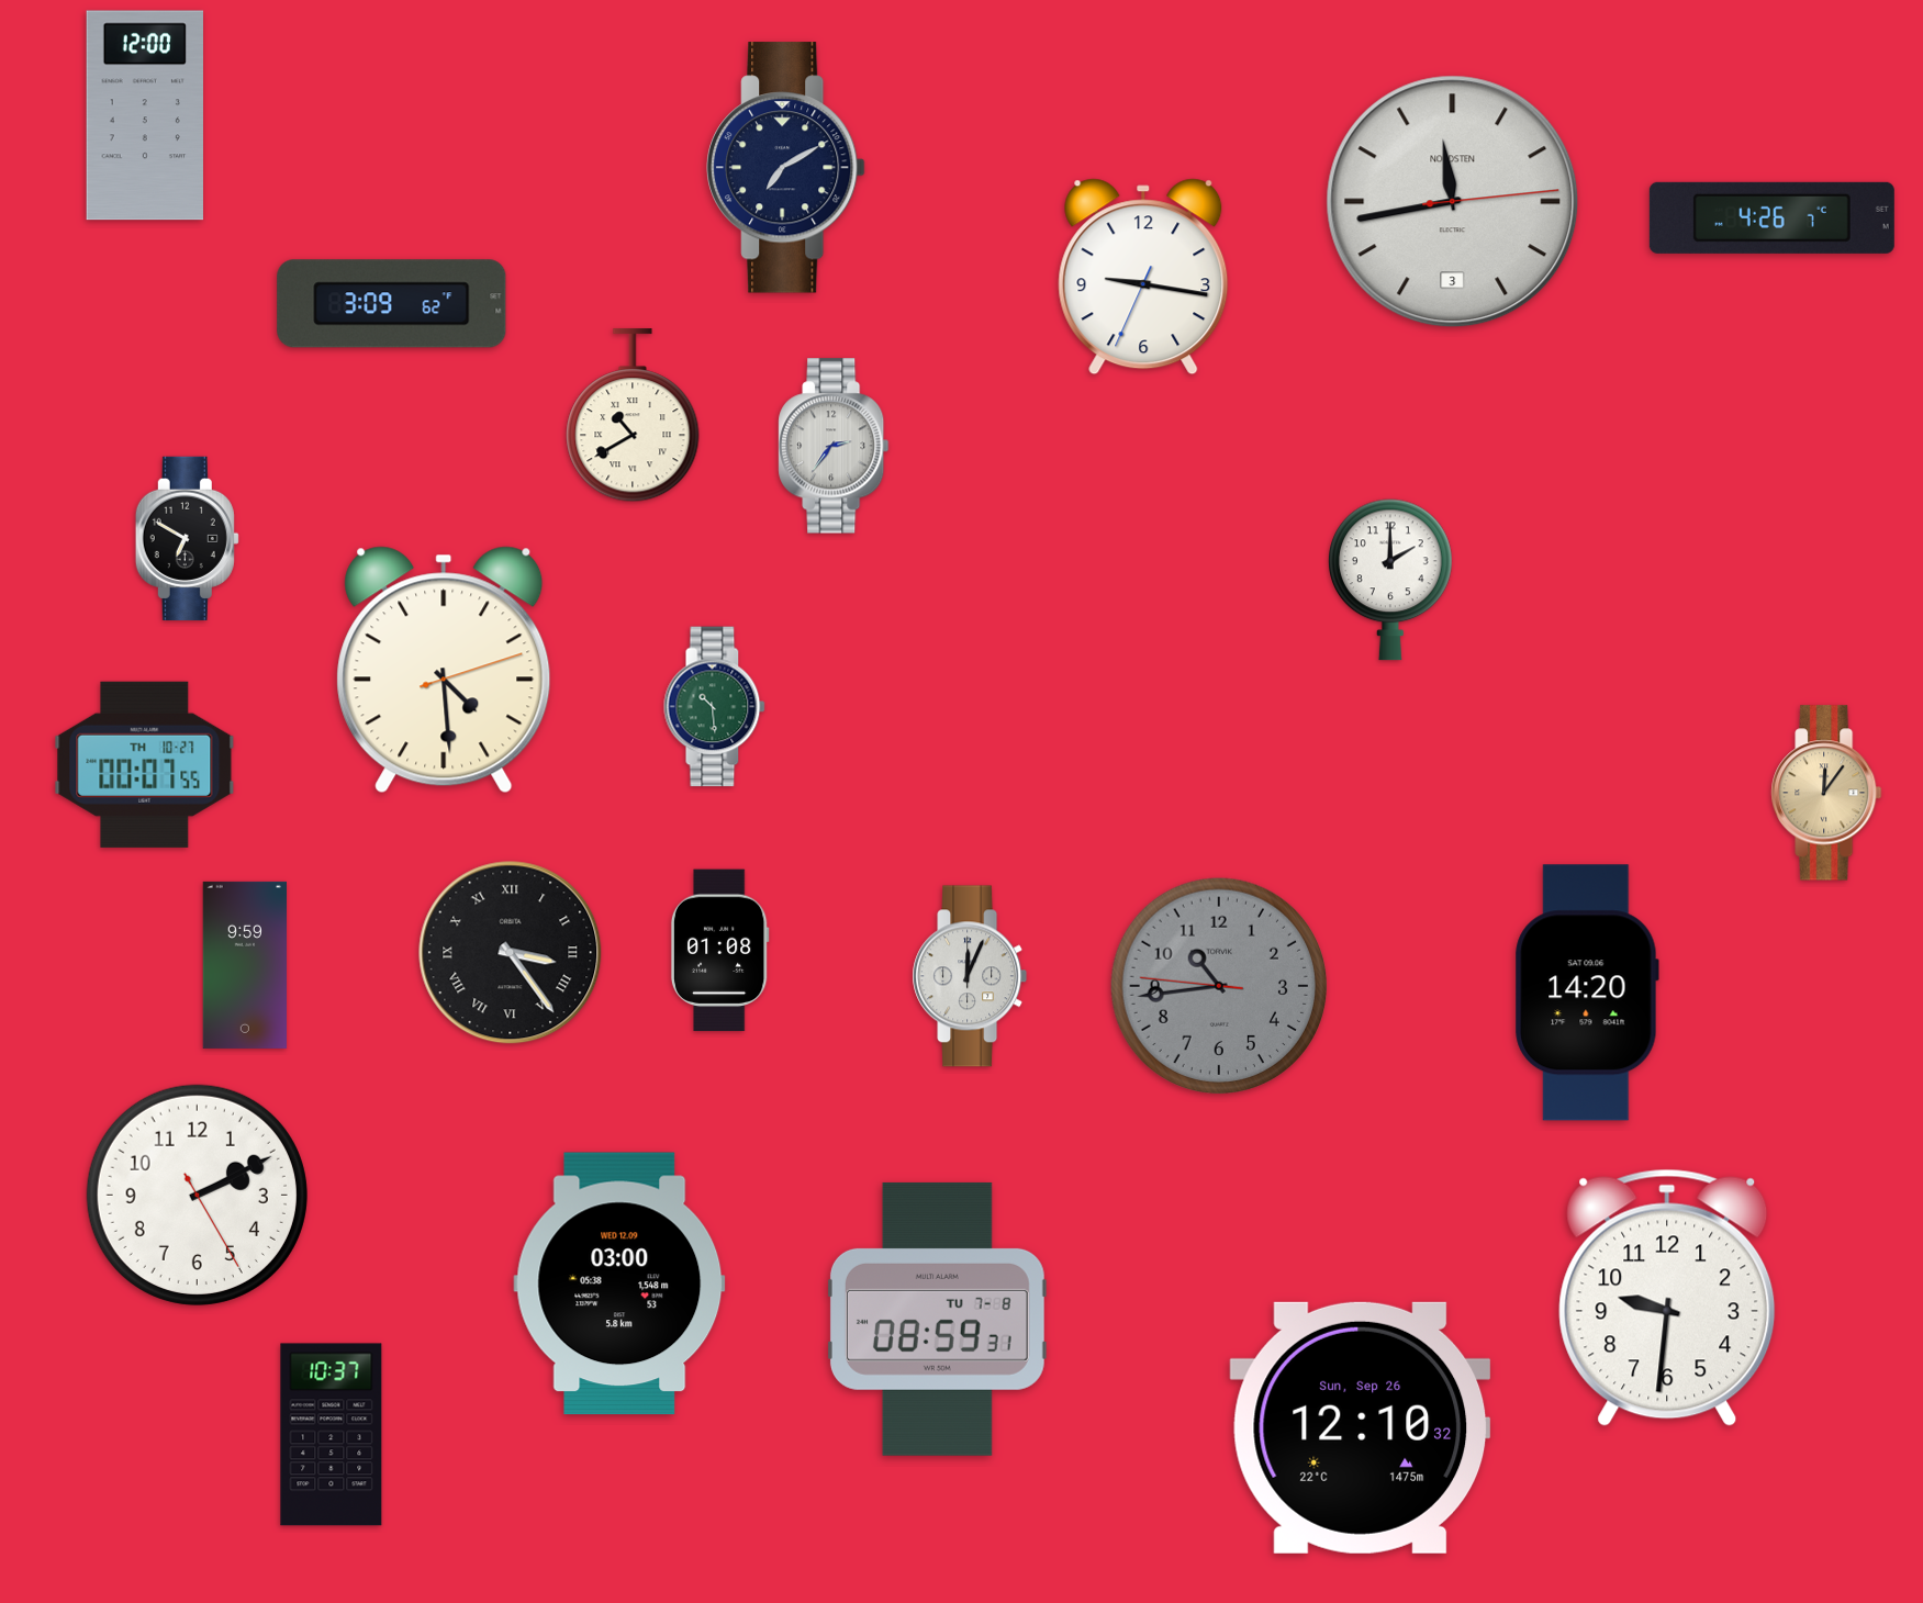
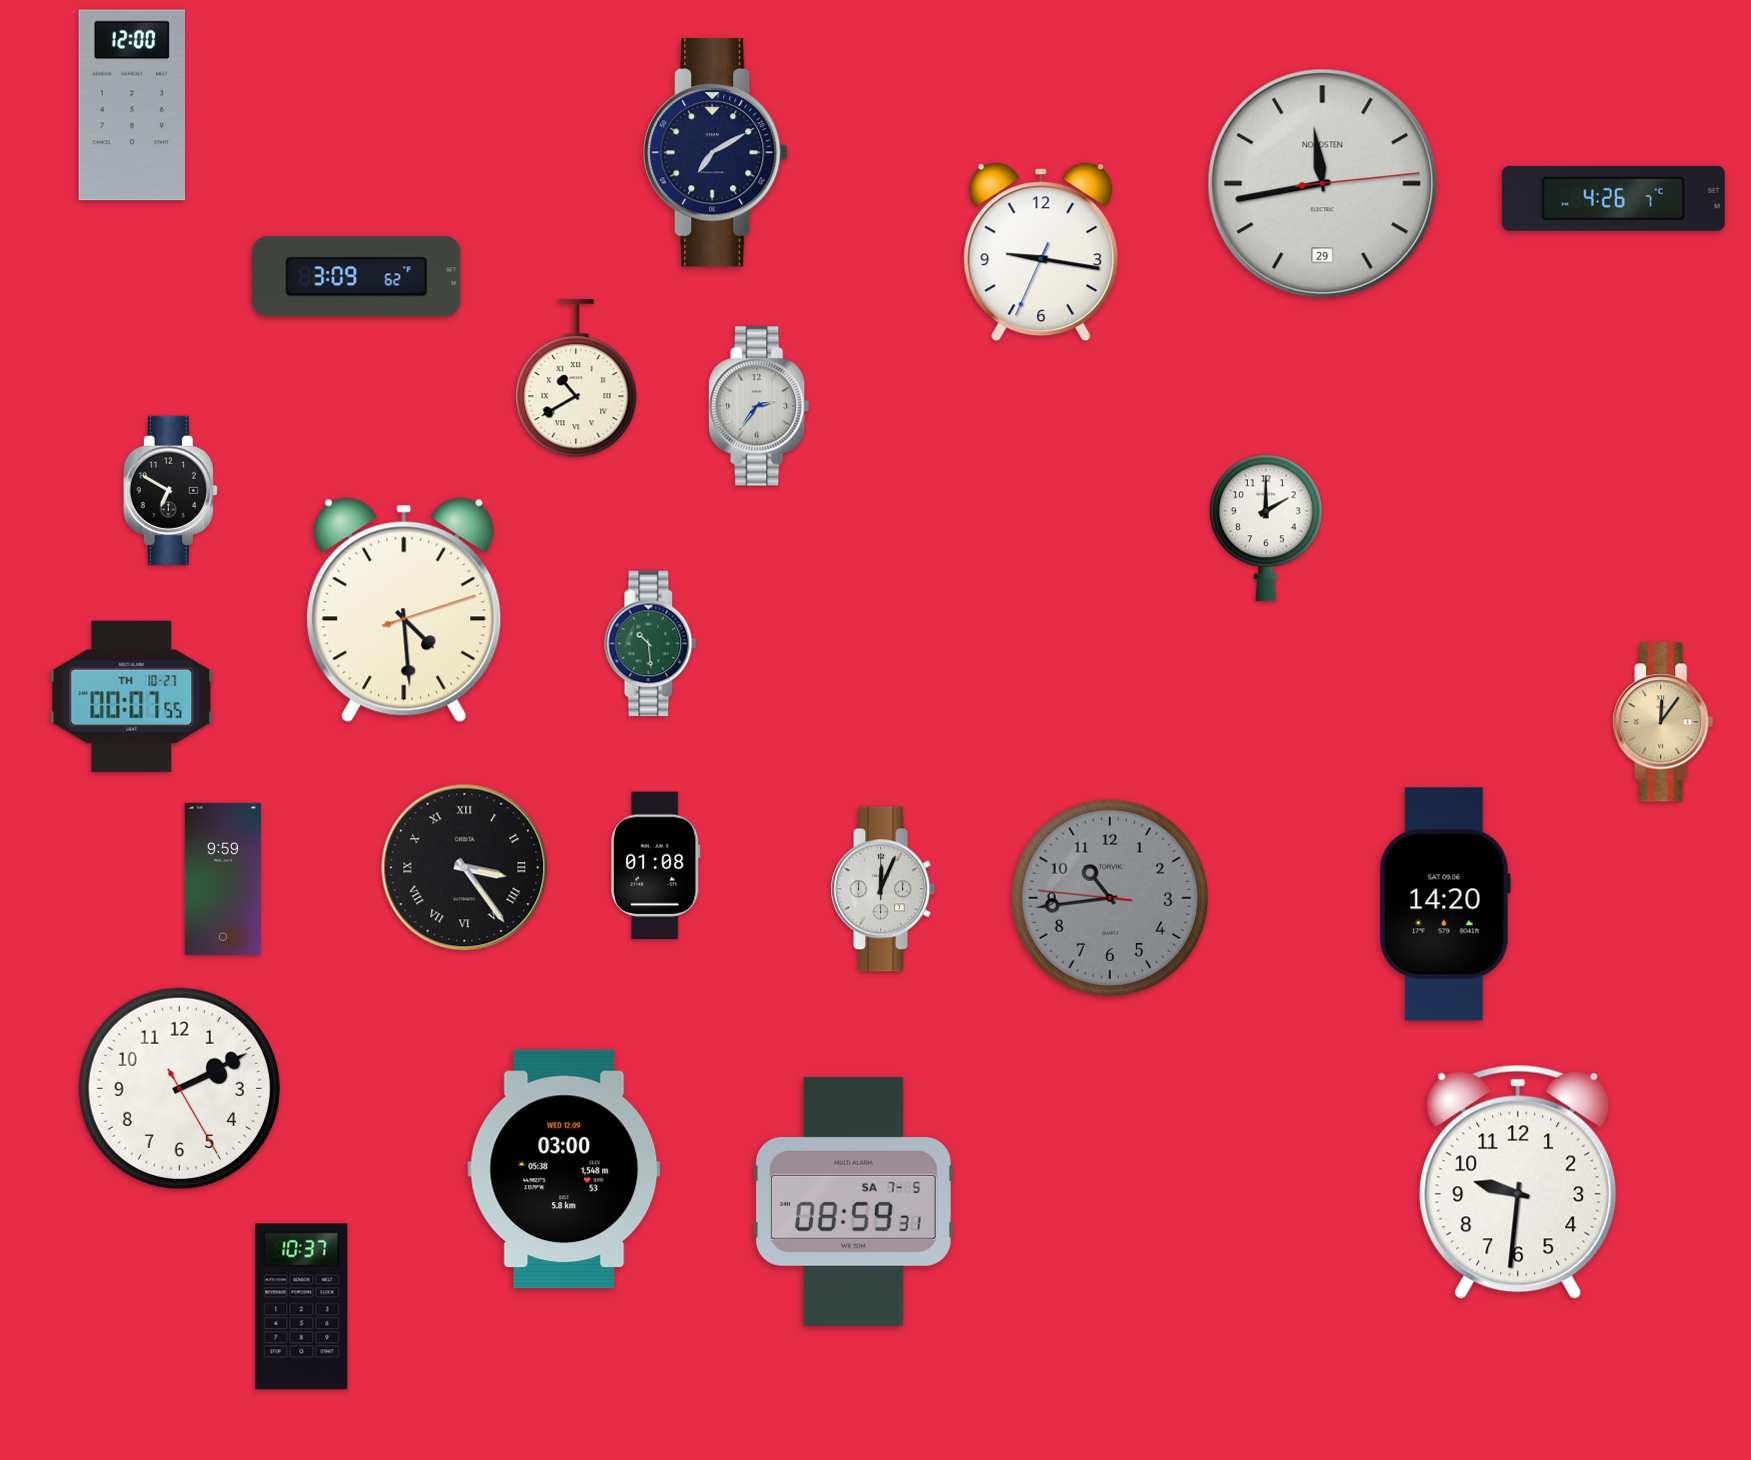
clock at (1453, 202) date: 3 -> 29
clock at (937, 1319) date: TU 7-8 -> SA 7-5
clock at (1361, 1427): 12:10 -> none
